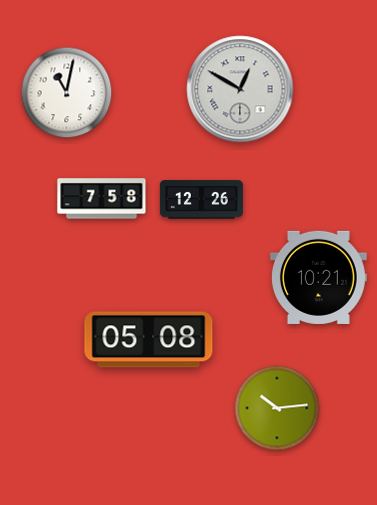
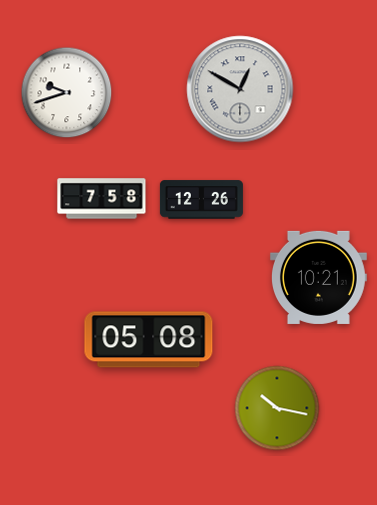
clock at (67, 93): 11:02 -> 9:42
clock at (277, 408): 10:14 -> 10:17
